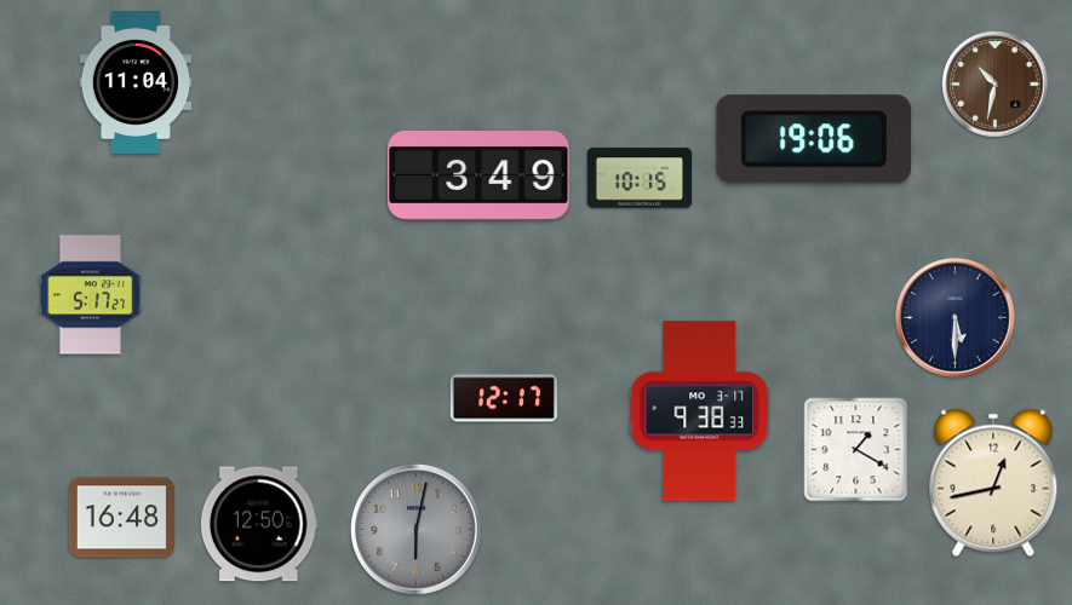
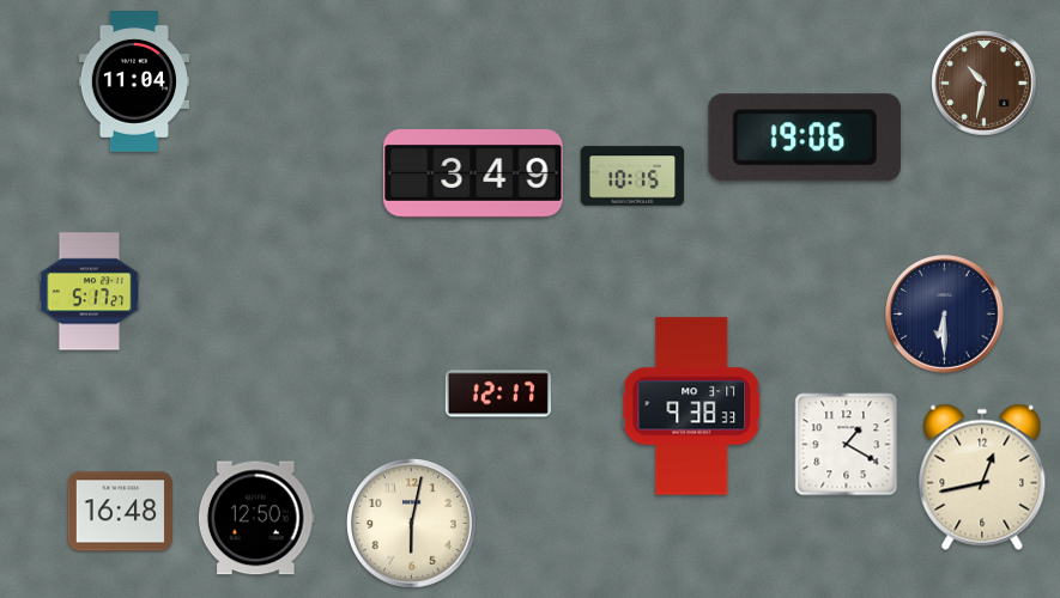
clock at (956, 318): 5:30 -> 6:30
clock at (417, 530) dial: grey -> cream
